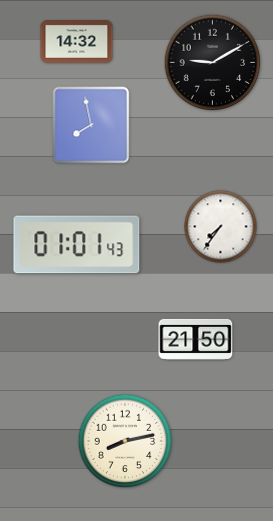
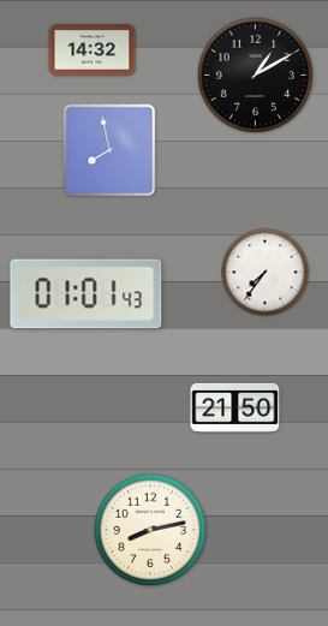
clock at (213, 63): 9:10 -> 1:10
clock at (77, 245) position: (77, 245) -> (87, 294)
